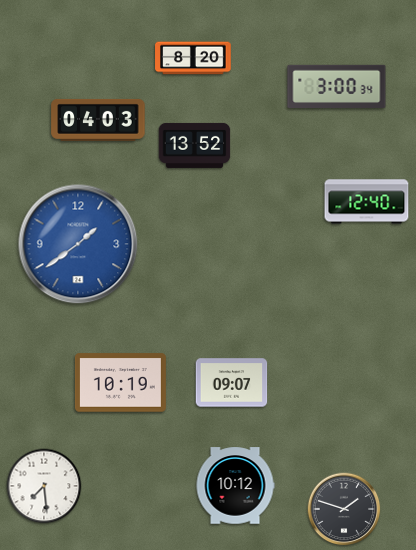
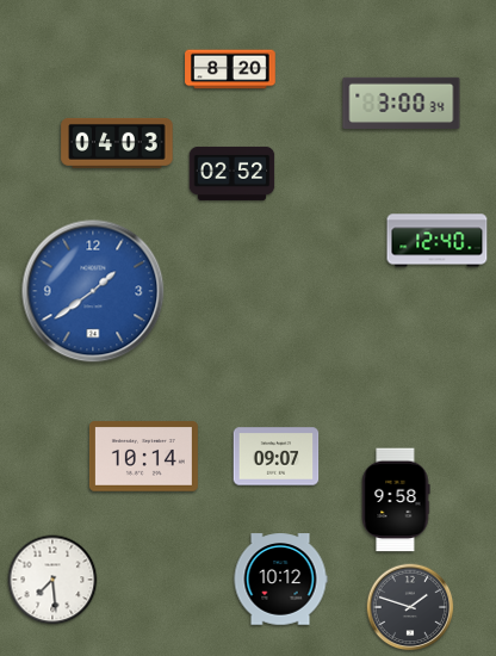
clock at (195, 145): 13:52 -> 02:52
clock at (120, 383): 10:19 -> 10:14
clock at (396, 500): none -> 9:58
